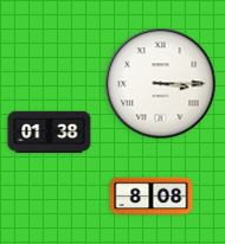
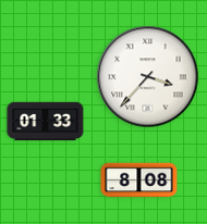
clock at (161, 84): 3:15 -> 3:37
clock at (50, 133): 01:38 -> 01:33
